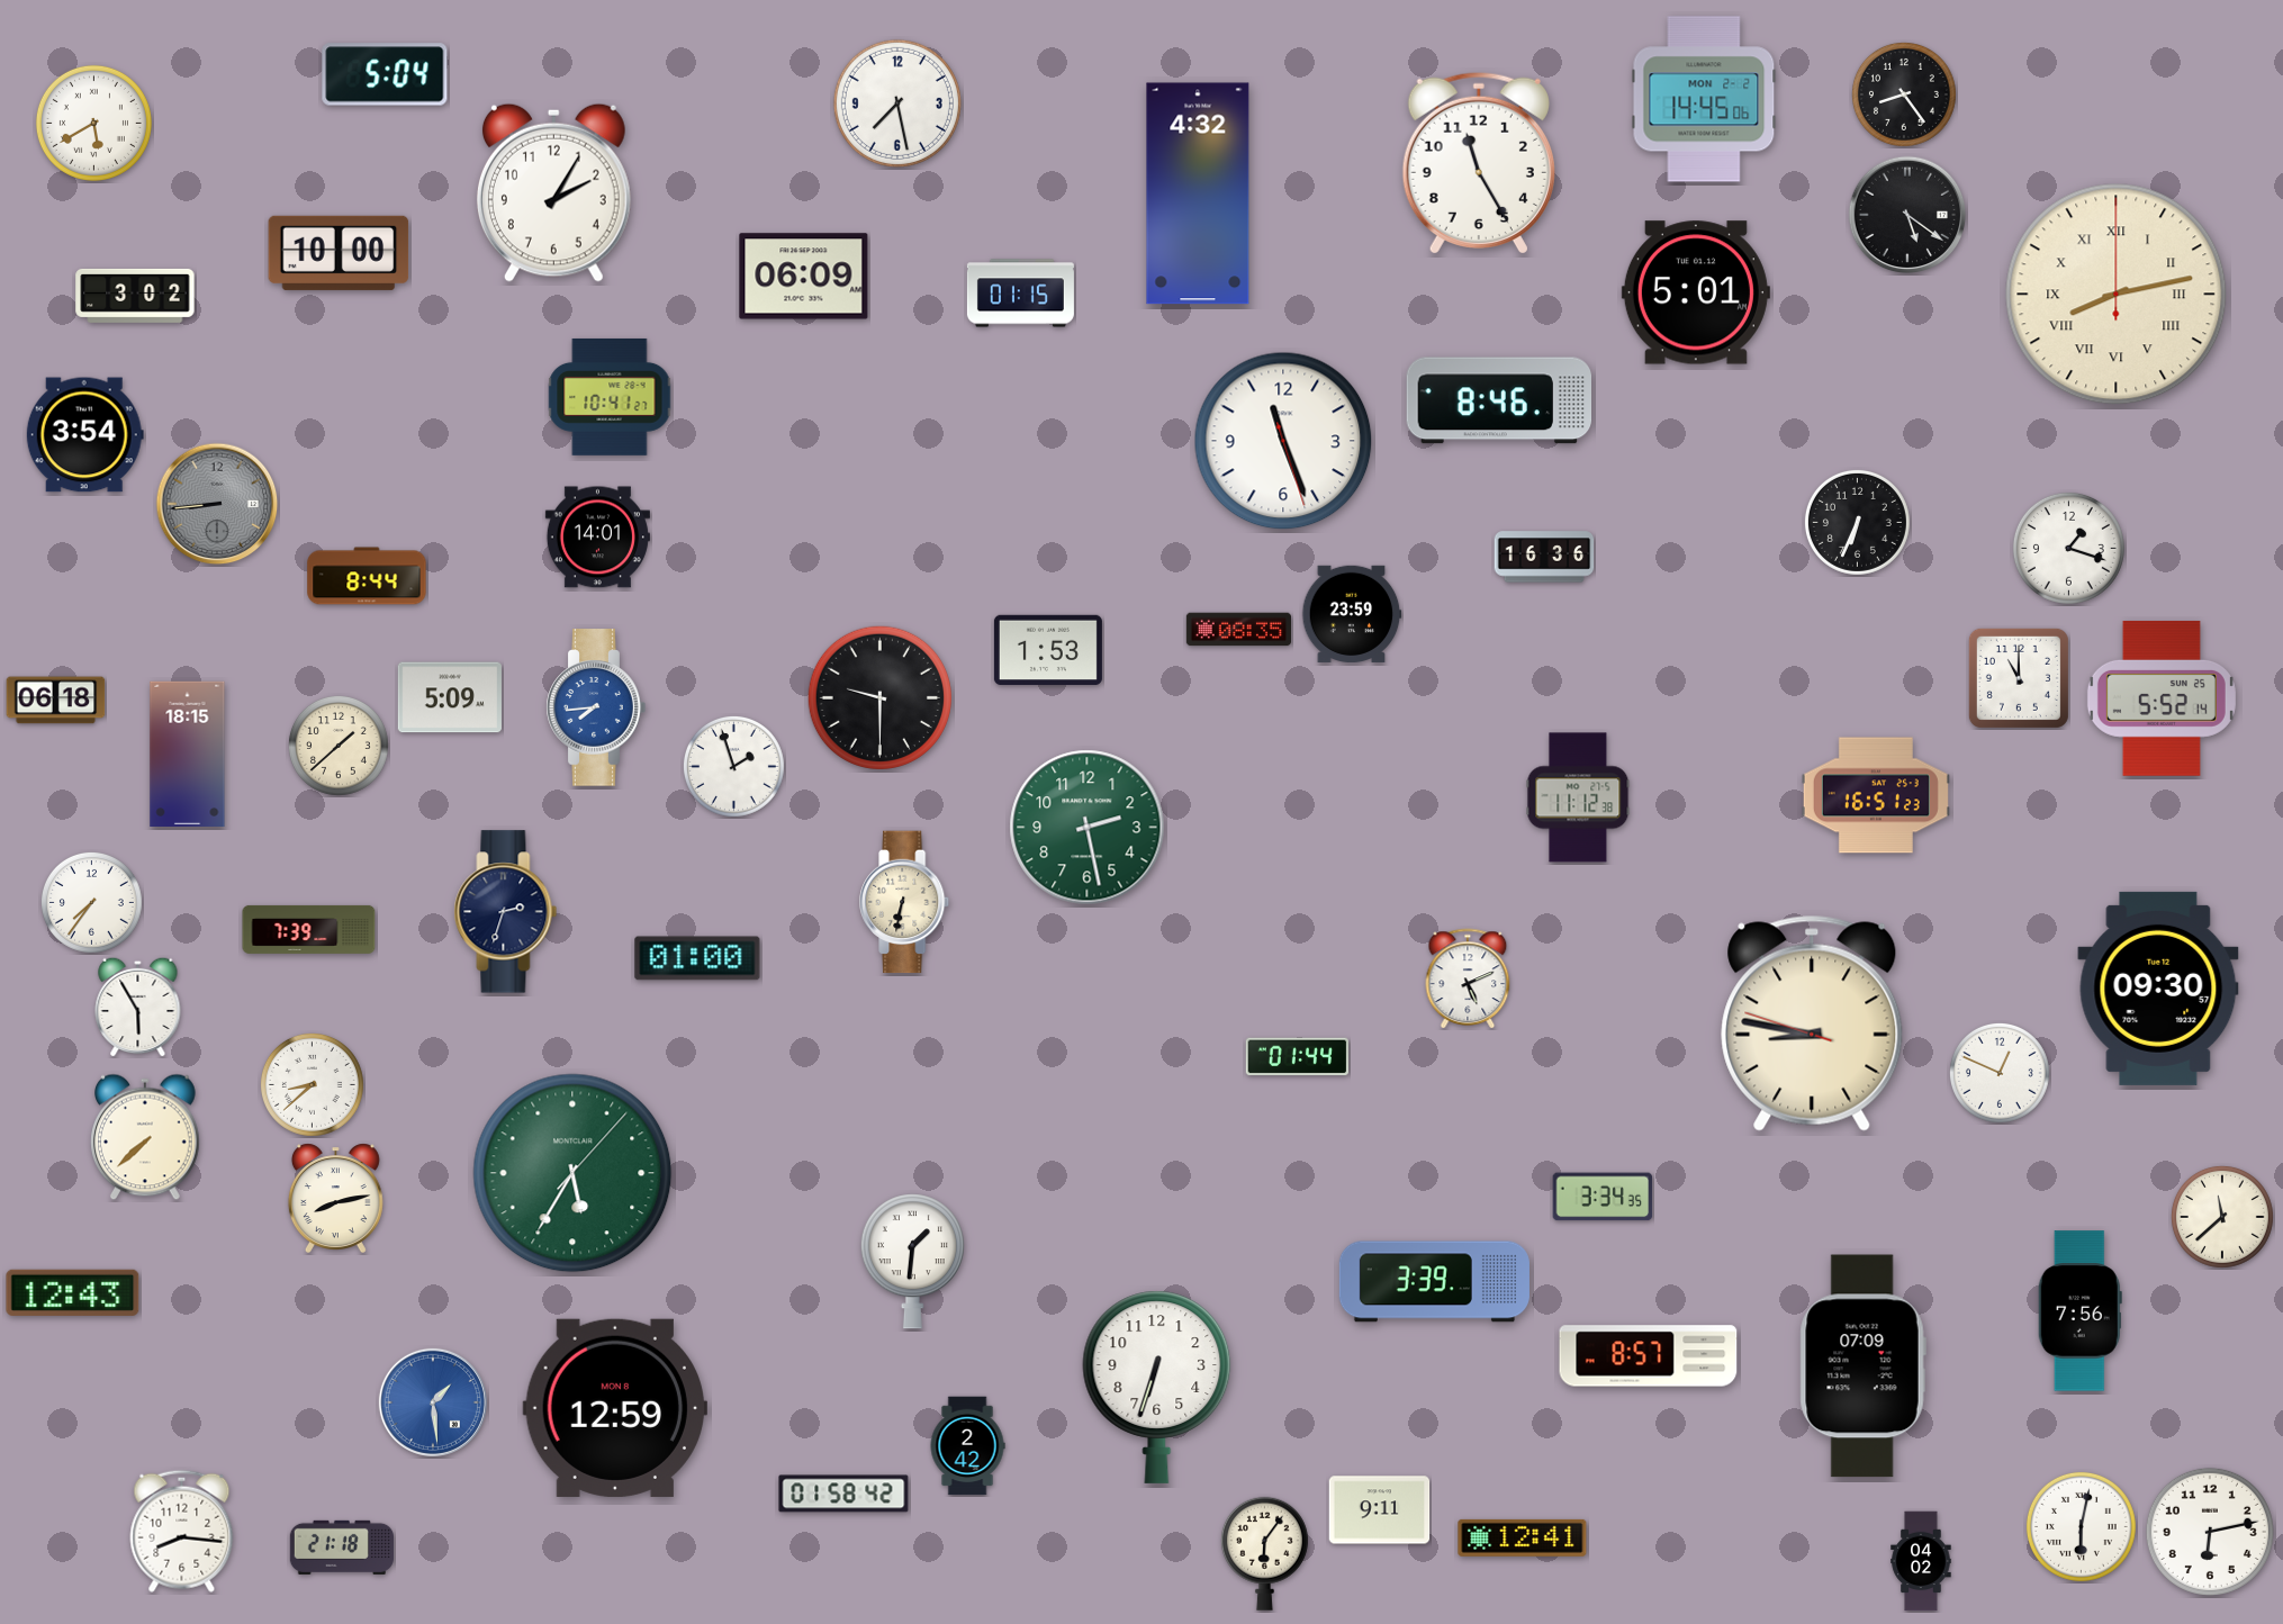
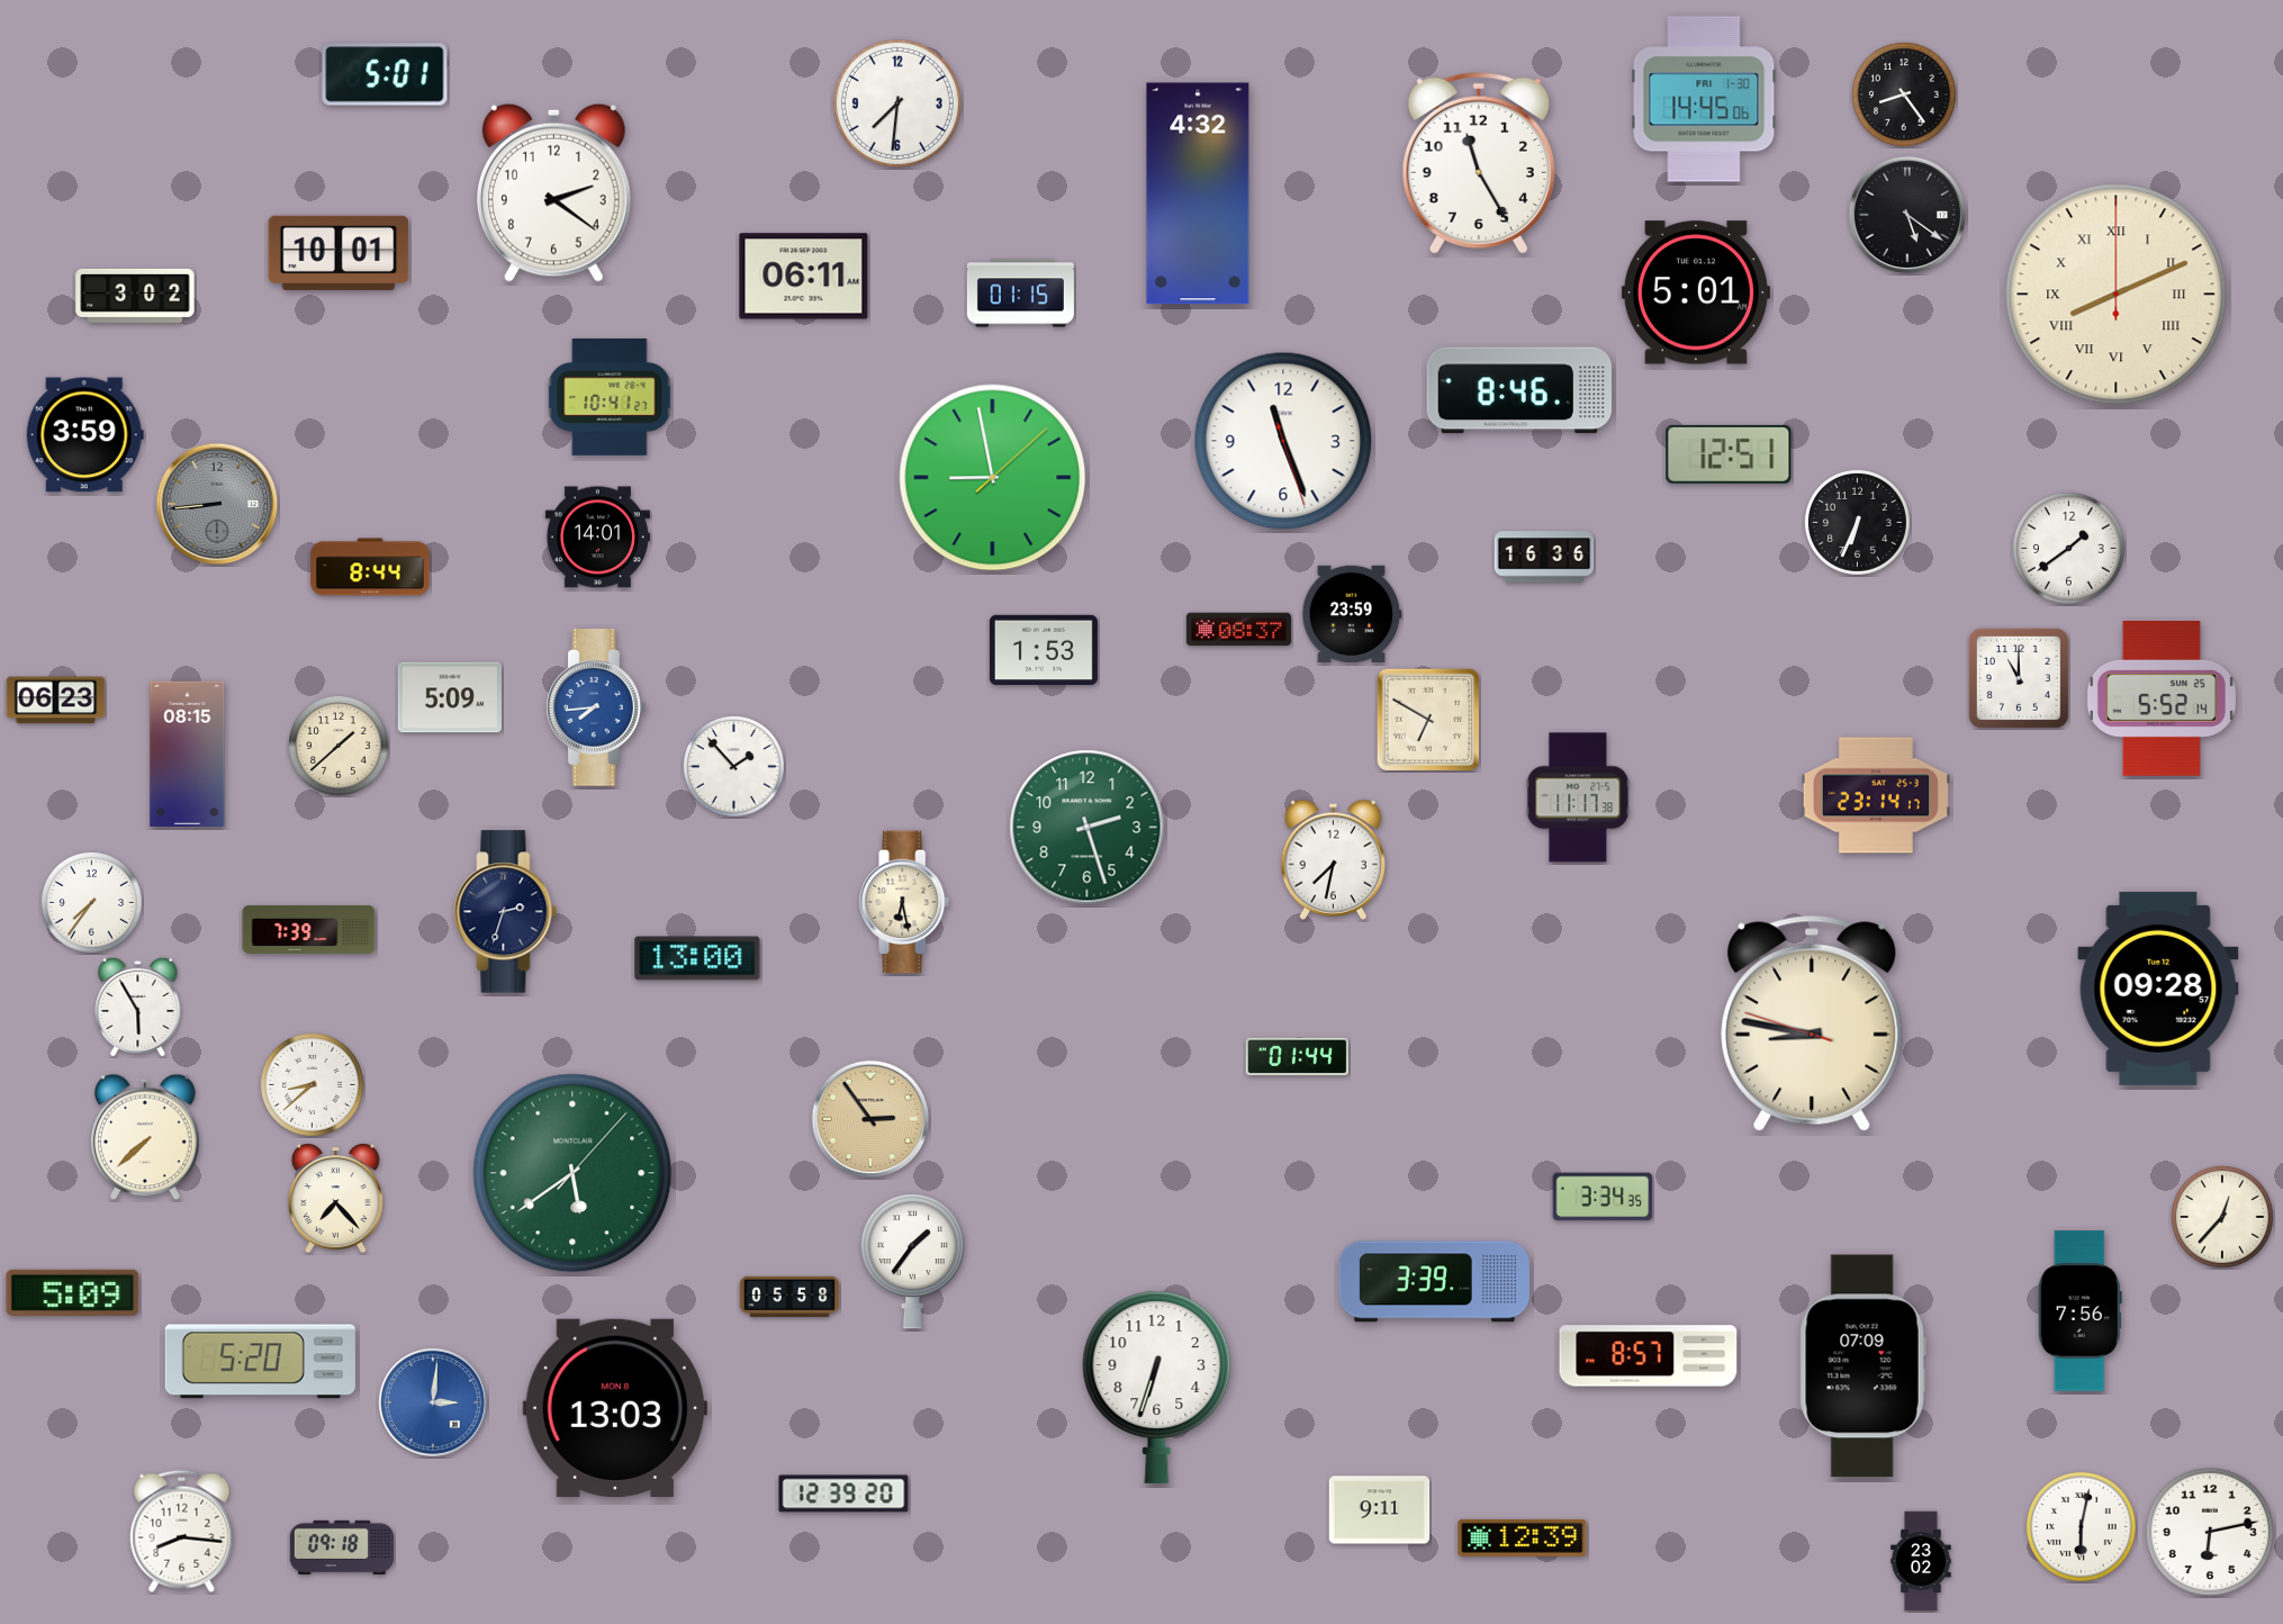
clock at (385, 74): 5:04 -> 5:01
clock at (1704, 99) date: MON 2-2 -> FRI 1-30
clock at (897, 103): 7:28 -> 7:31
clock at (93, 123): 5:40 -> none
clock at (553, 192): 2:05 -> 2:21
clock at (339, 253): 10:00 -> 10:01
clock at (804, 277): 06:09 -> 06:11
clock at (2117, 295): 8:13 -> 8:11
clock at (1498, 400) position: (1498, 400) -> (1518, 390)
clock at (84, 435): 3:54 -> 3:59
clock at (1729, 454): none -> 12:51
clock at (993, 478): none -> 8:58
clock at (2068, 548): 1:18 -> 1:39
clock at (367, 576) position: (367, 576) -> (370, 567)
clock at (1238, 630): 08:35 -> 08:37
clock at (1048, 650) position: (1048, 650) -> (1044, 650)
clock at (879, 697): 9:30 -> none
clock at (56, 701): 06:18 -> 06:23
clock at (1427, 719): none -> 6:50
clock at (188, 754): 18:15 -> 08:15
clock at (733, 766): 1:57 -> 1:53
clock at (1876, 795): 16:51 -> 23:14
clock at (1578, 797): 11:12 -> 11:17
clock at (1088, 828): 2:28 -> 2:27
clock at (1333, 859): none -> 7:32
clock at (905, 902): 6:32 -> 6:28
clock at (697, 958): 01:00 -> 13:00
clock at (1468, 978): 5:11 -> none
clock at (2158, 989): 09:30 -> 09:28
clock at (2000, 1073): 12:49 -> none
clock at (870, 1119): none -> 2:54
clock at (572, 1173): 5:35 -> 5:39
clock at (335, 1198): 8:13 -> 7:23
clock at (2222, 1217): 11:38 -> 12:37
clock at (912, 1262): 1:31 -> 1:36
clock at (73, 1292): 12:43 -> 5:09
clock at (789, 1297): none -> 05:58
clock at (260, 1362): none -> 5:20
clock at (433, 1402): 1:29 -> 3:01
clock at (614, 1408): 12:59 -> 13:03
clock at (967, 1446): 2:42 -> none
clock at (843, 1494): 01:58 -> 12:39
clock at (1523, 1537): 12:41 -> 12:39
clock at (342, 1548): 21:18 -> 09:18
clock at (1264, 1553): 6:06 -> none
clock at (1921, 1561): 04:02 -> 23:02
